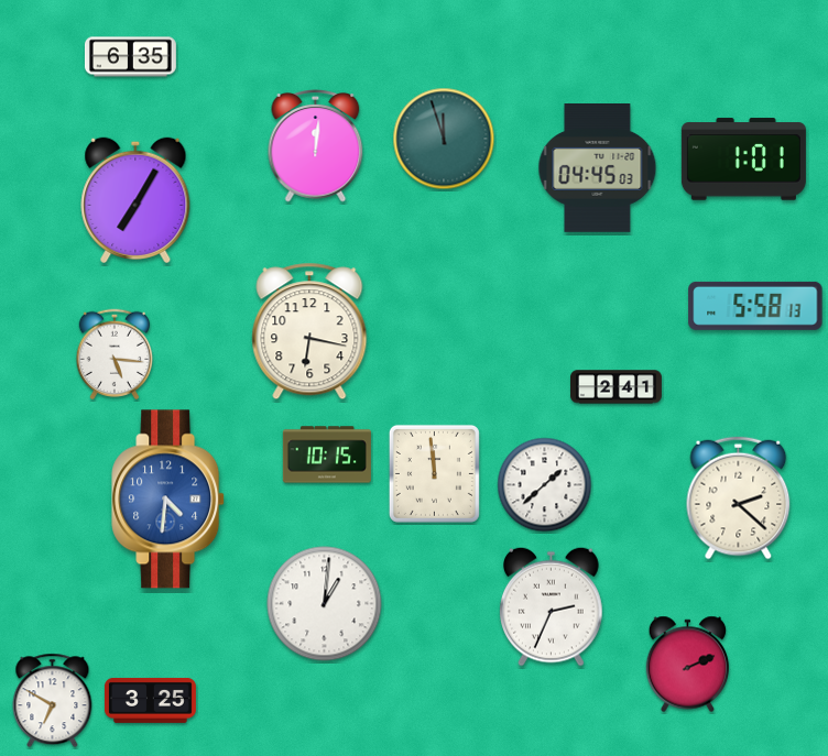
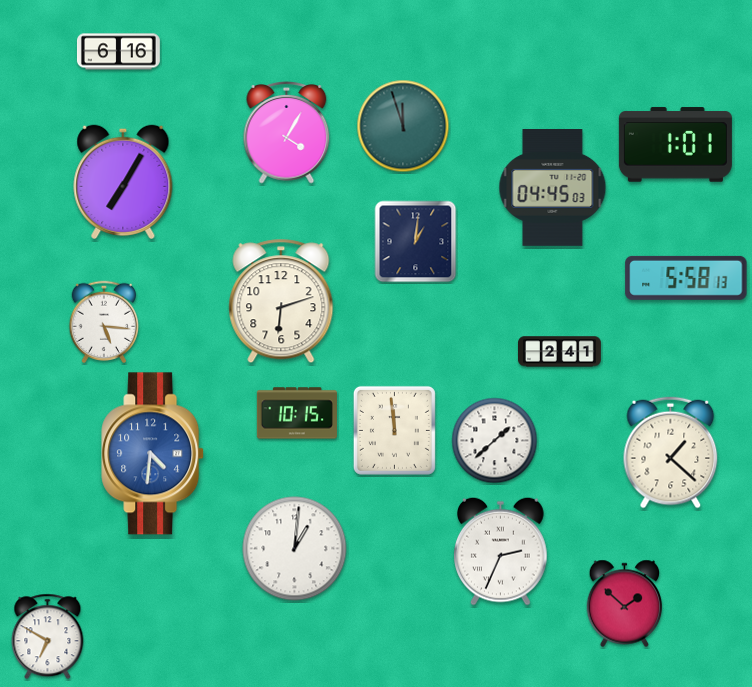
clock at (130, 57): 6:35 -> 6:16
clock at (316, 146): 12:01 -> 4:05
clock at (598, 168) position: (598, 168) -> (553, 188)
clock at (416, 242): none -> 1:01
clock at (309, 331): 6:17 -> 6:12
clock at (739, 498): 2:22 -> 1:22
clock at (688, 665): 2:11 -> 1:52
clock at (151, 700): 3:25 -> none
